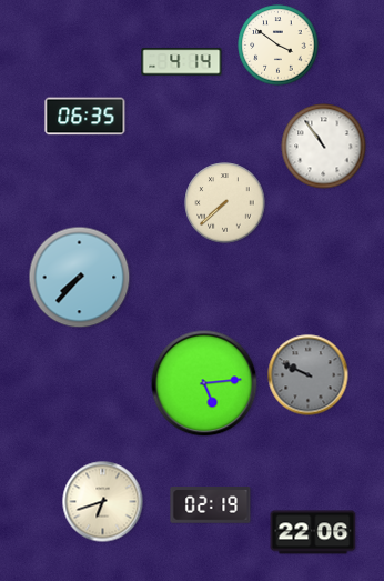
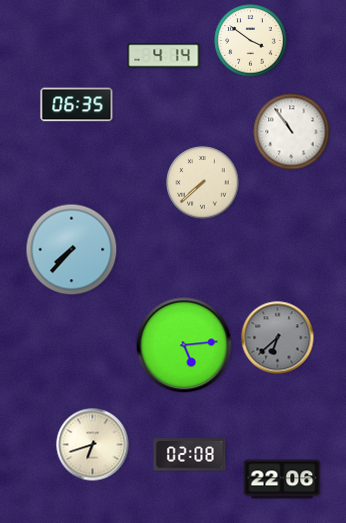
clock at (309, 375): 9:49 -> 6:38
clock at (103, 502) position: (103, 502) -> (93, 445)
clock at (211, 505): 02:19 -> 02:08
